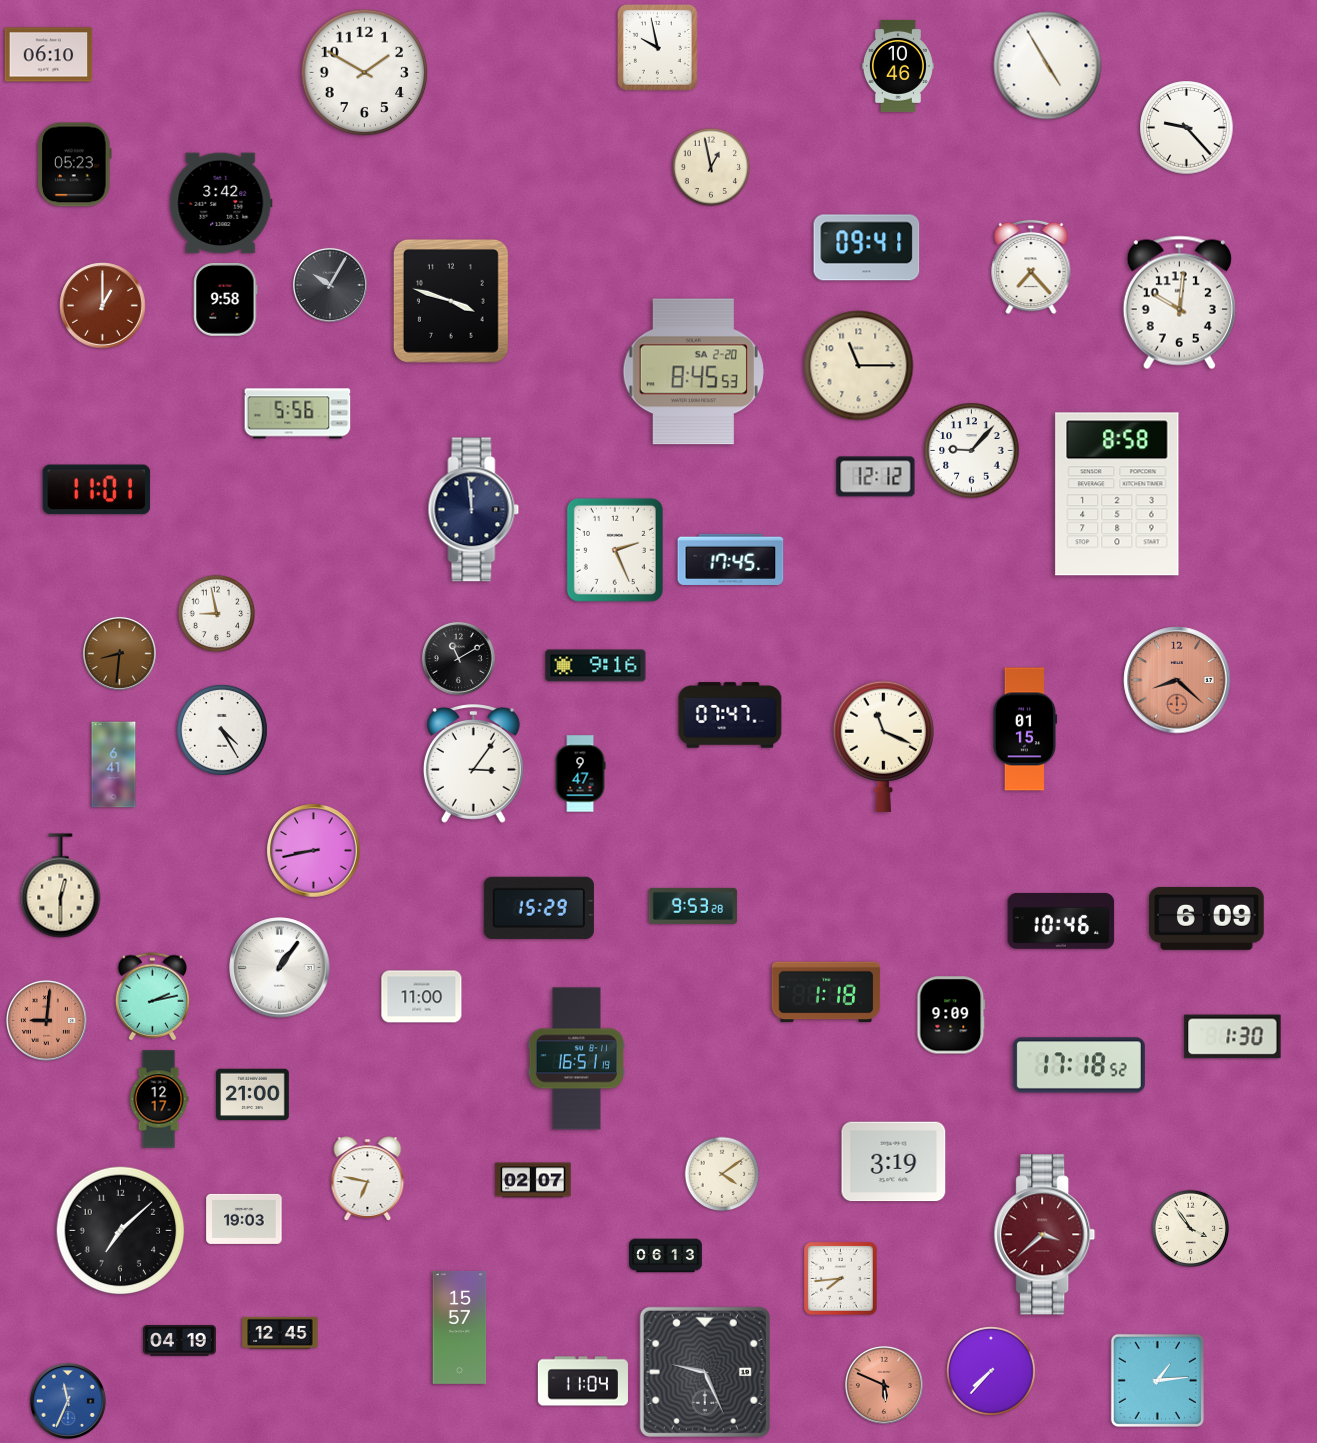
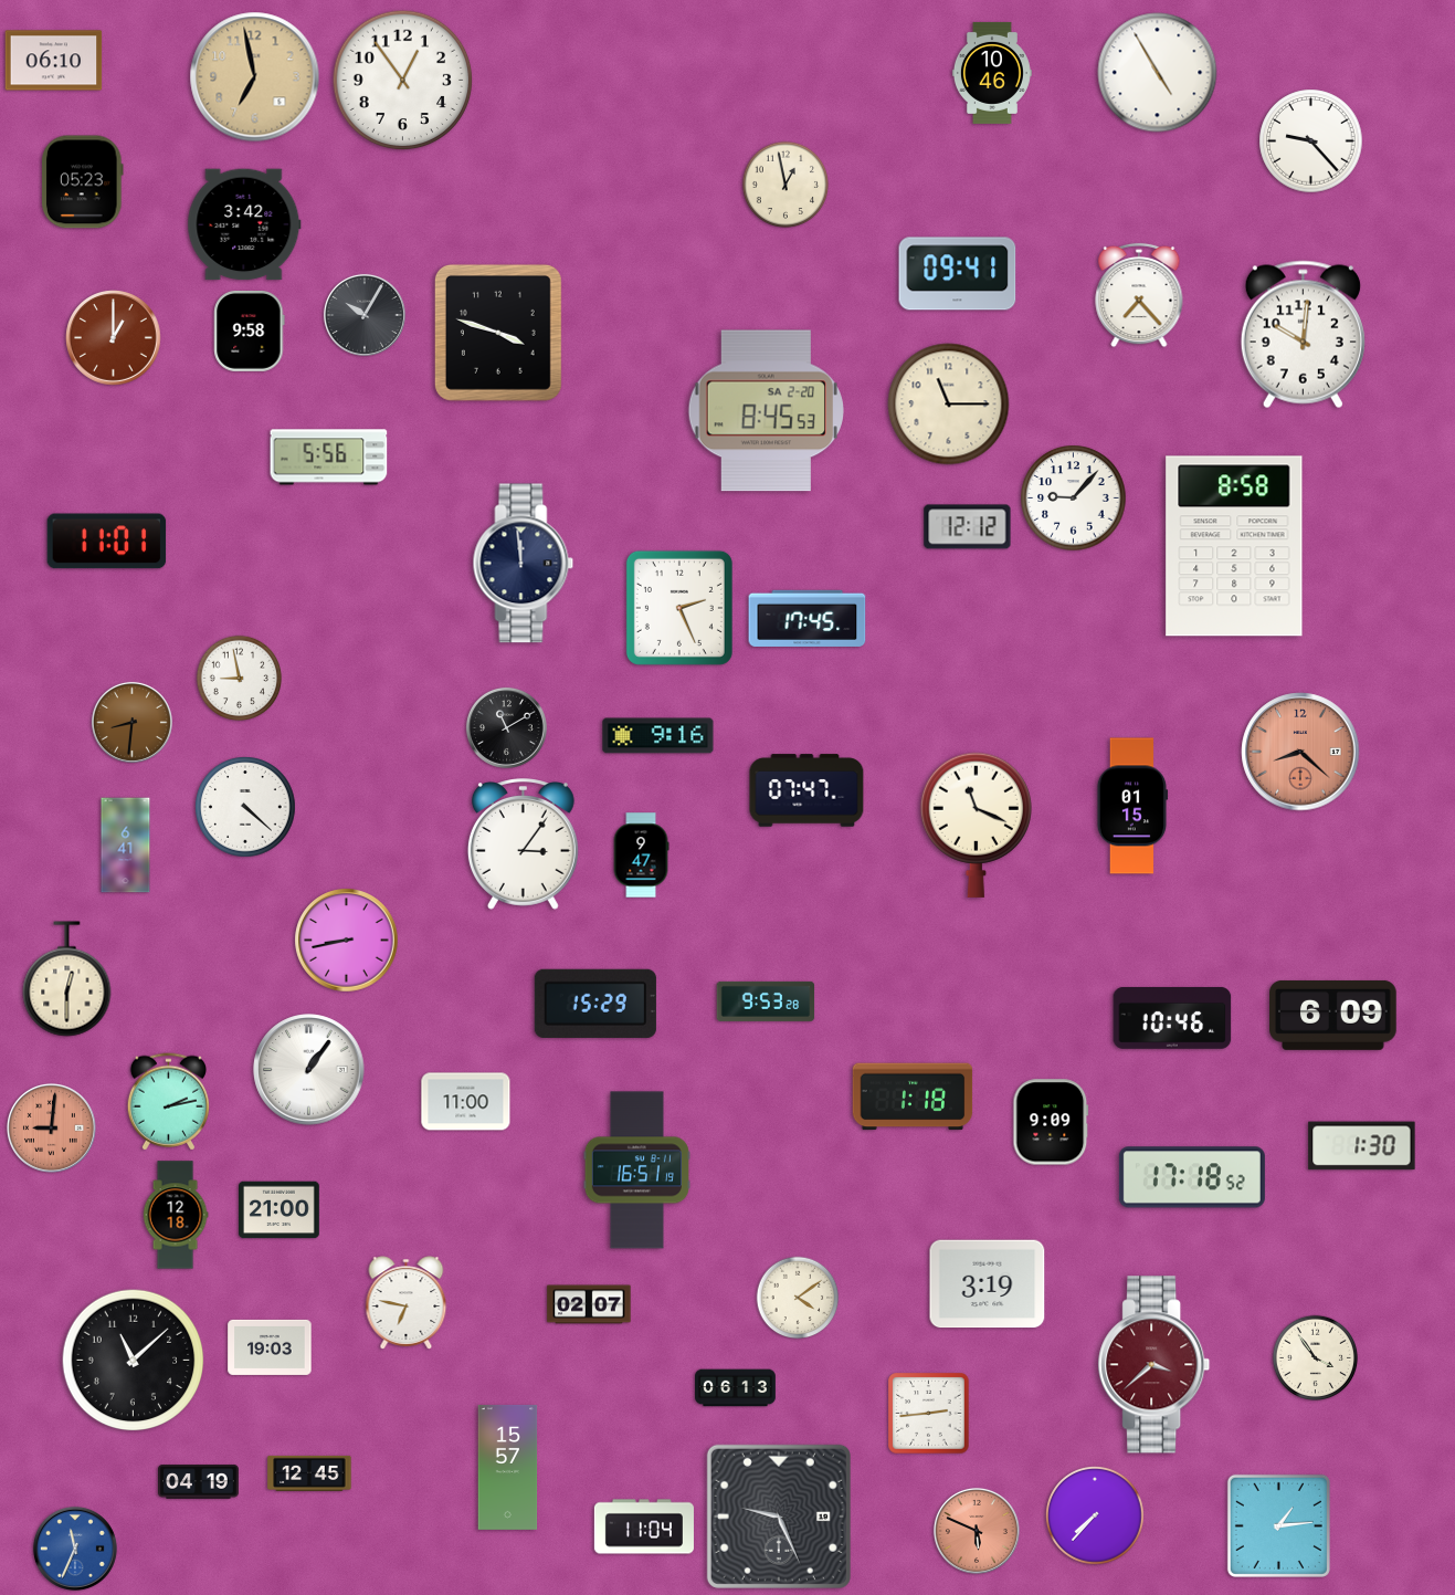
clock at (657, 47): 9:58 -> none
clock at (255, 77): none -> 6:58
clock at (365, 73): 1:50 -> 12:54
clock at (222, 730): 4:25 -> 4:22
clock at (159, 1099): 12:17 -> 12:18
clock at (121, 1231): 7:08 -> 11:08
clock at (841, 1279): 7:44 -> 2:44
